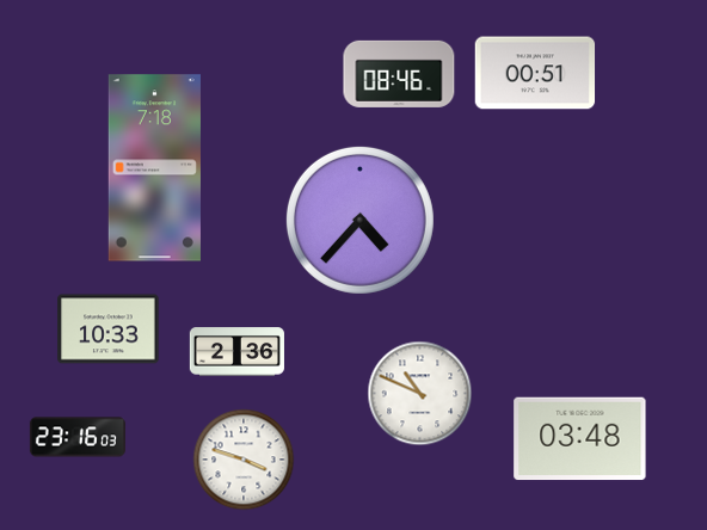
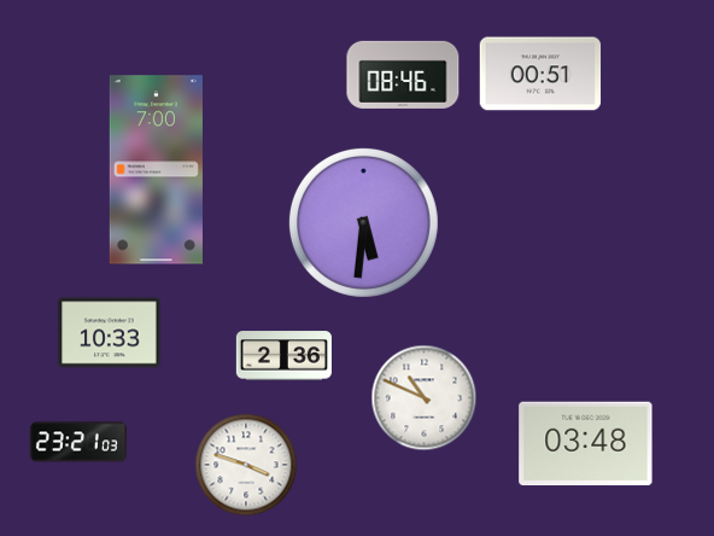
clock at (154, 168): 7:18 -> 7:00
clock at (359, 220): 4:37 -> 5:31
clock at (236, 352) position: (236, 352) -> (283, 356)
clock at (78, 437): 23:16 -> 23:21
